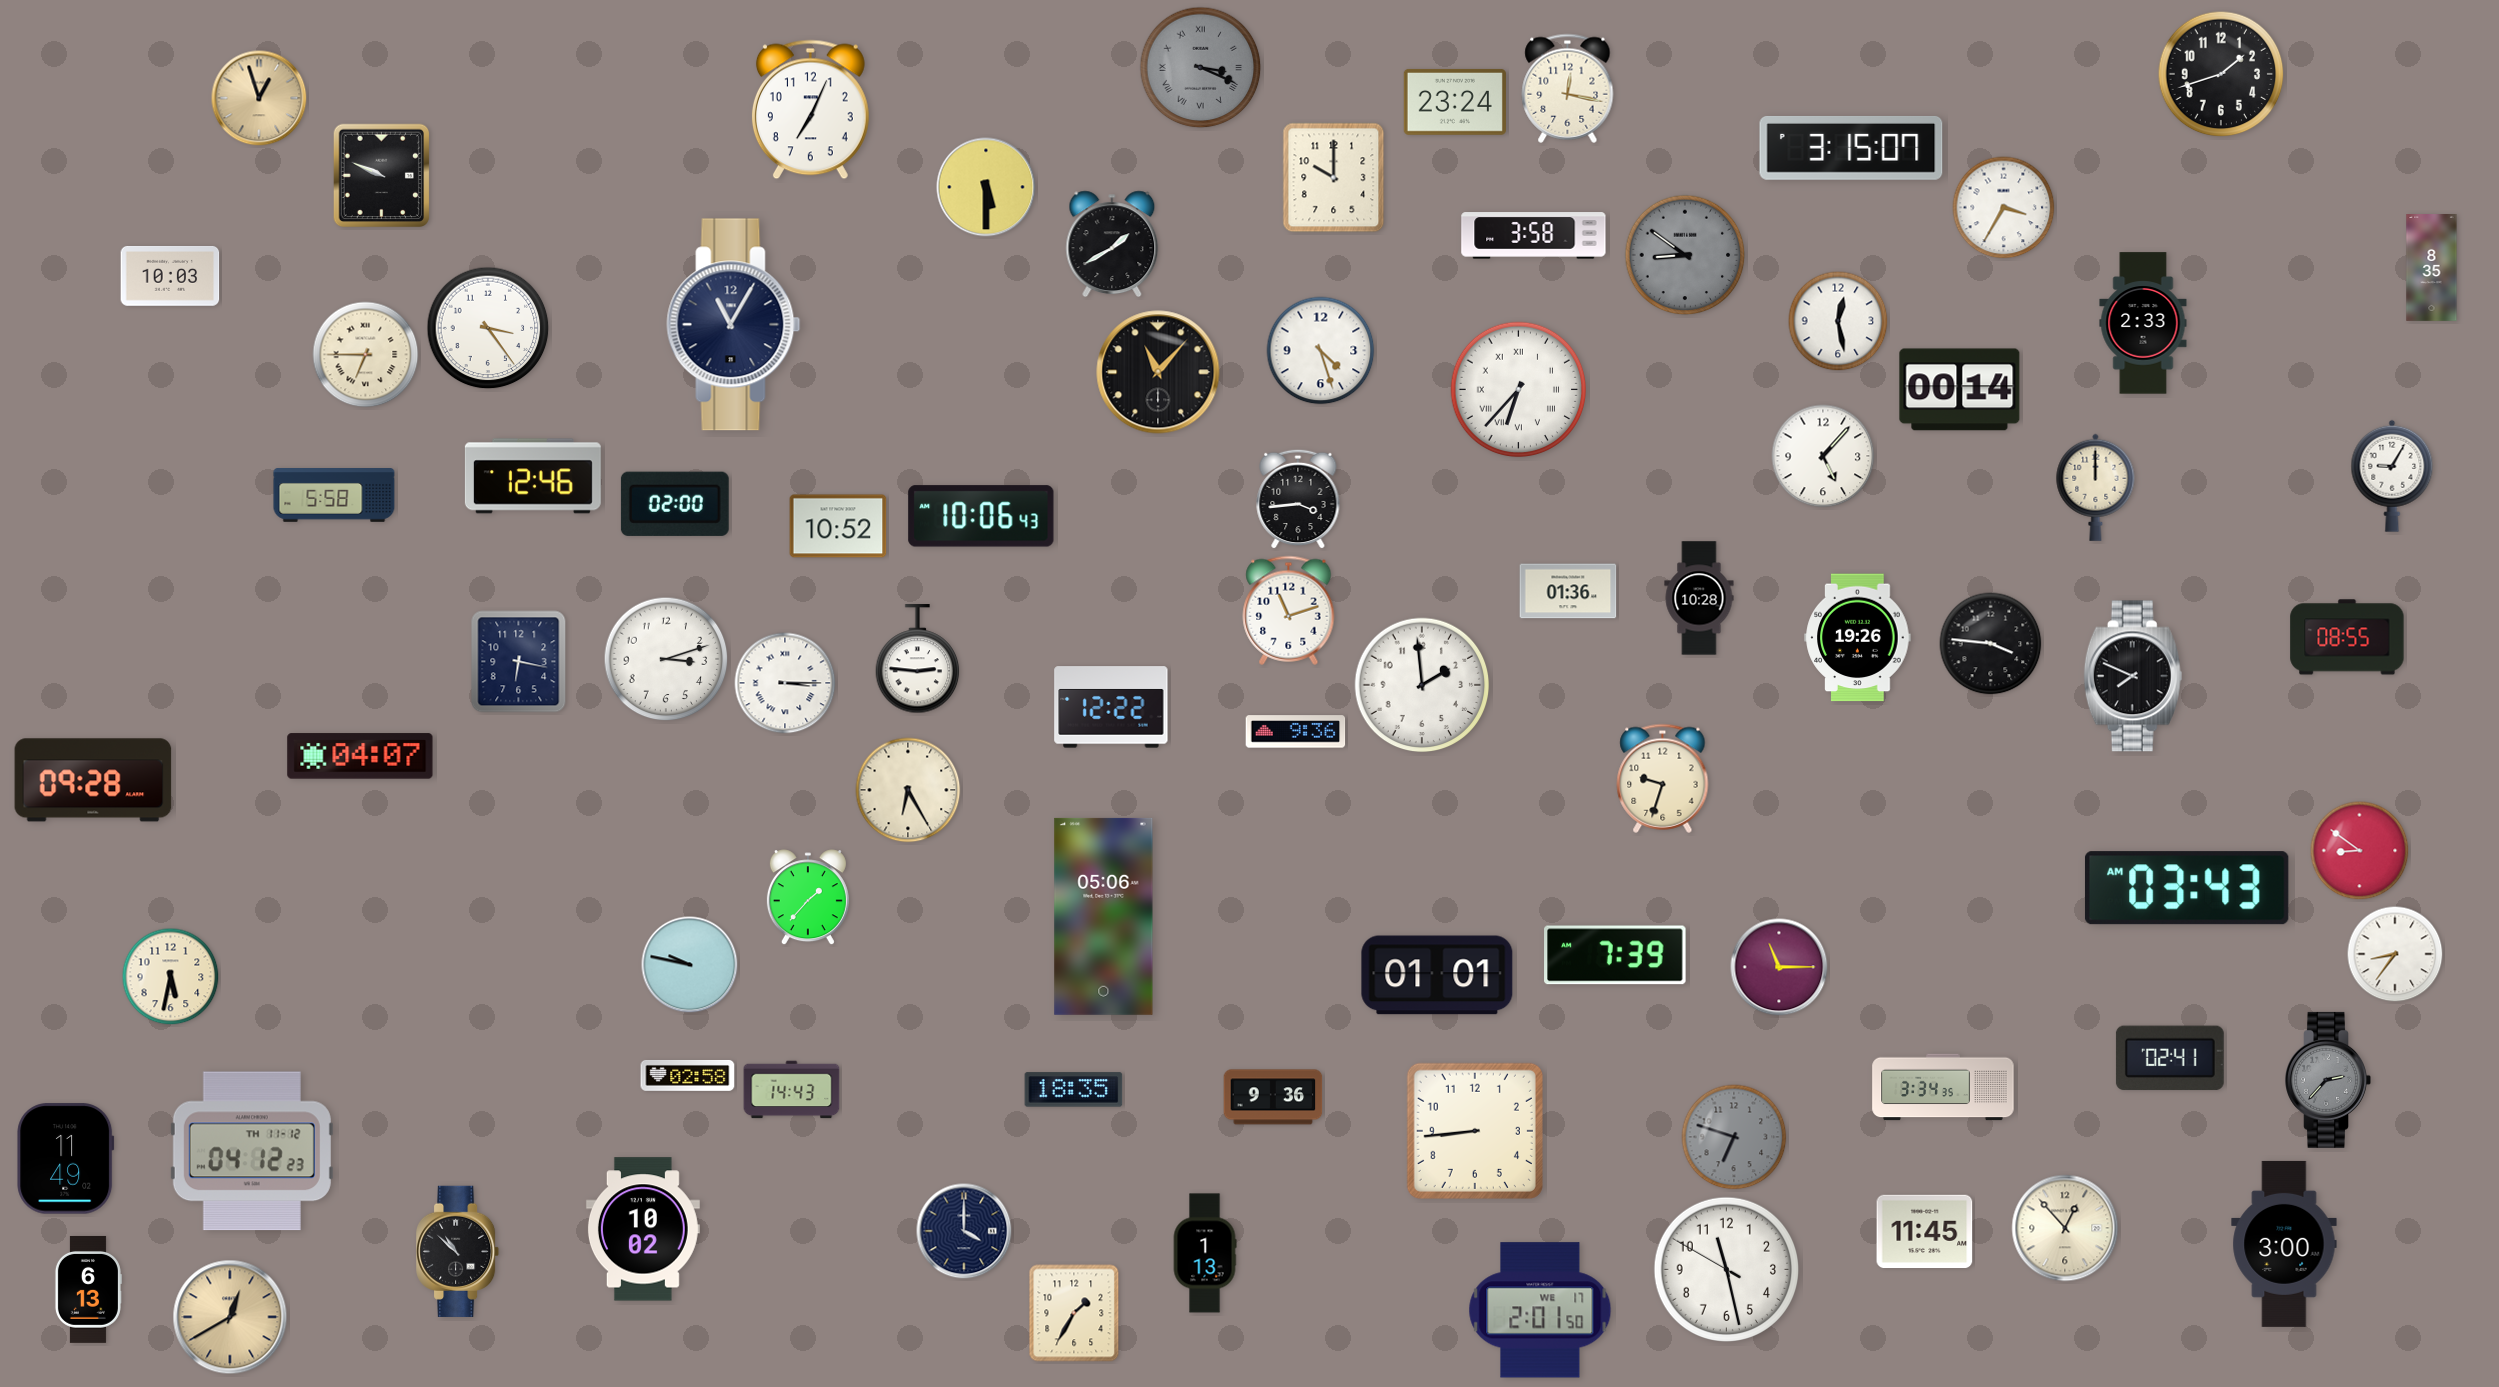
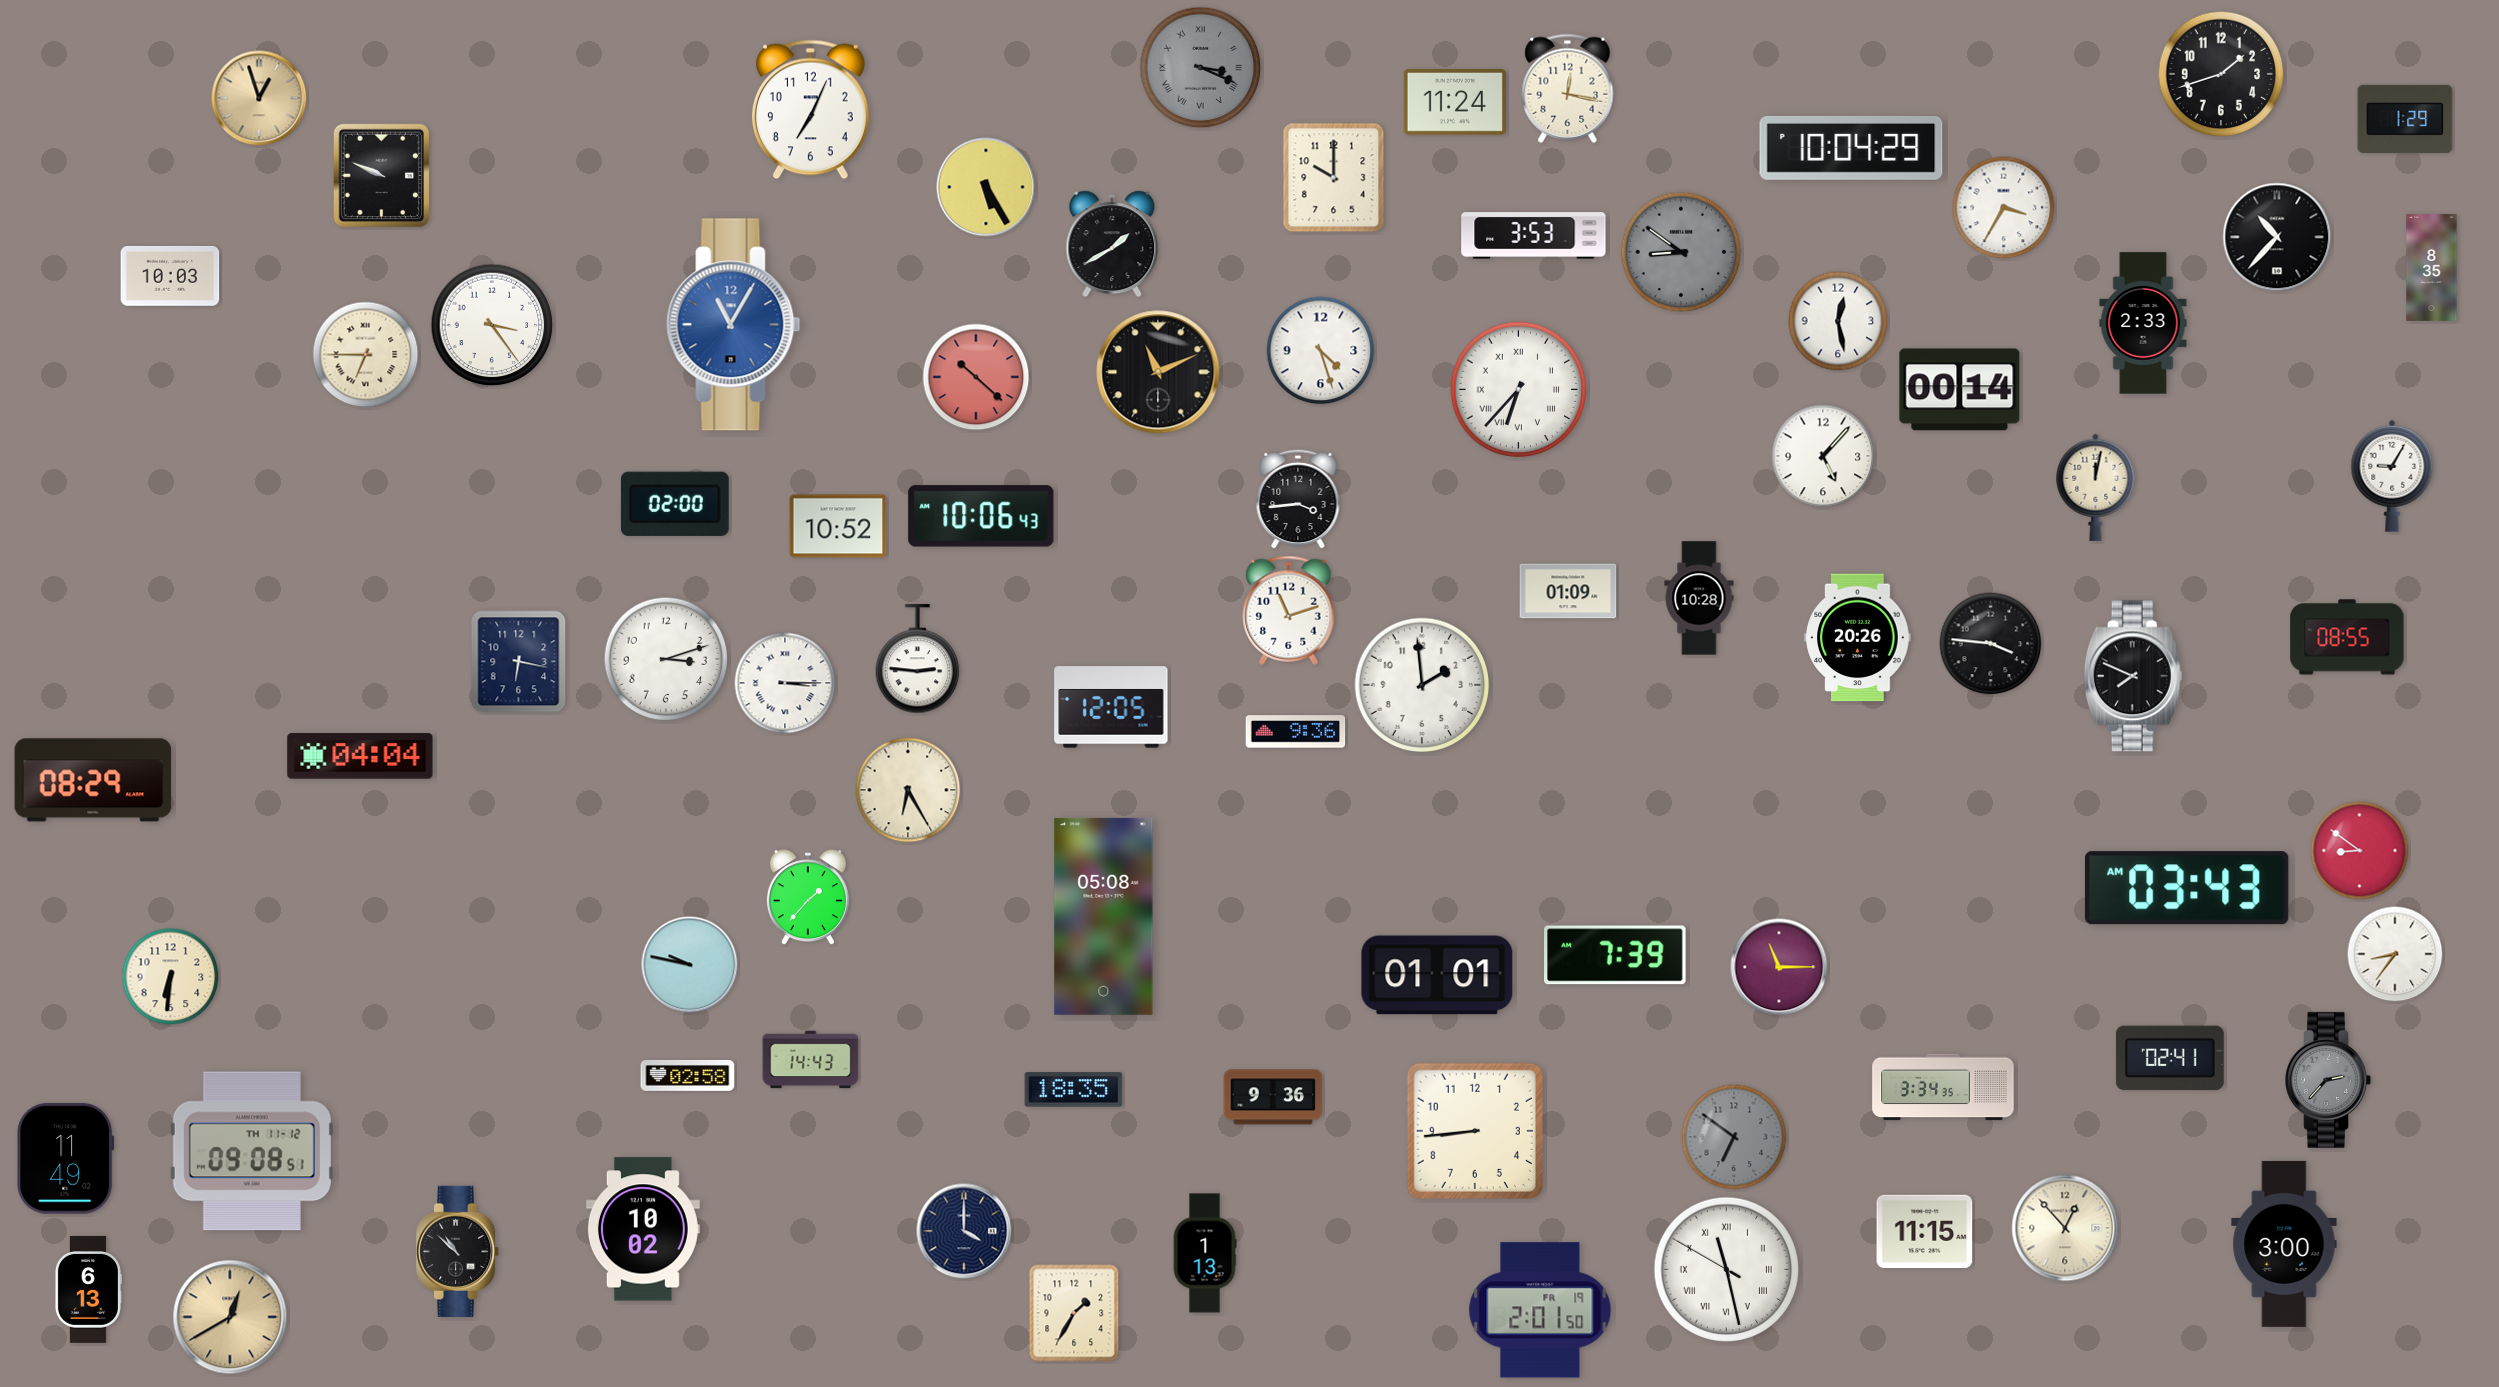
clock at (1455, 102): 23:24 -> 11:24
clock at (2405, 119): none -> 1:29
clock at (1851, 148): 3:15 -> 10:04
clock at (986, 187): 5:30 -> 5:25
clock at (1534, 236): 3:58 -> 3:53
clock at (2277, 237): none -> 10:37
clock at (1685, 255) position: (1685, 255) -> (1681, 252)
clock at (734, 325) dial: navy -> blue
clock at (488, 328) position: (488, 328) -> (492, 325)
clock at (1158, 372): 11:07 -> 11:11
clock at (976, 377): none -> 10:22
clock at (533, 476): 12:46 -> none
clock at (2096, 487): 12:00 -> 12:02
clock at (334, 495): 5:58 -> none
clock at (1568, 591): 01:36 -> 01:09
clock at (1858, 638): 19:26 -> 20:26
clock at (1111, 707): 12:22 -> 12:05
clock at (360, 756): 04:07 -> 04:04
clock at (1663, 778): 9:33 -> none
clock at (93, 780): 09:28 -> 08:29
clock at (1104, 916): 05:06 -> 05:08
clock at (171, 977): 5:32 -> 6:31
clock at (792, 1090) position: (792, 1090) -> (811, 1060)
clock at (1734, 1137): 6:48 -> 6:51
clock at (252, 1151): 04:12 -> 09:08
clock at (1925, 1232): 11:45 -> 11:15
clock at (1726, 1269) numerals: Arabic -> Roman
clock at (1540, 1310) date: WE 17 -> FR 19
